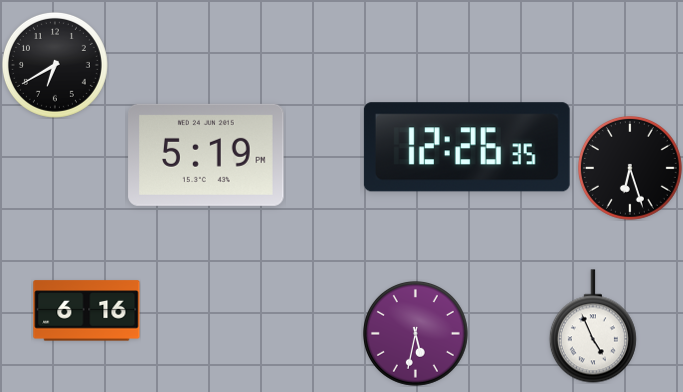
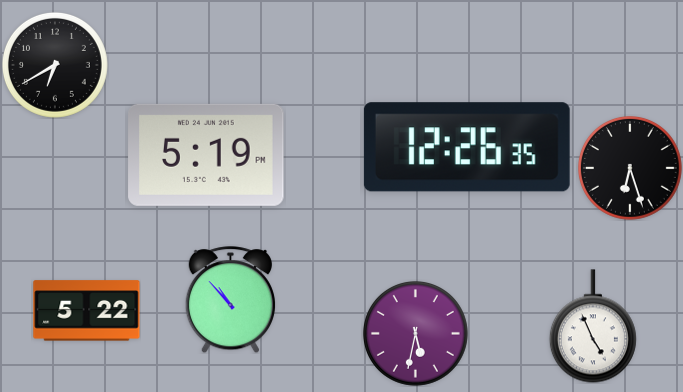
clock at (230, 300): none -> 10:53
clock at (87, 311): 6:16 -> 5:22
